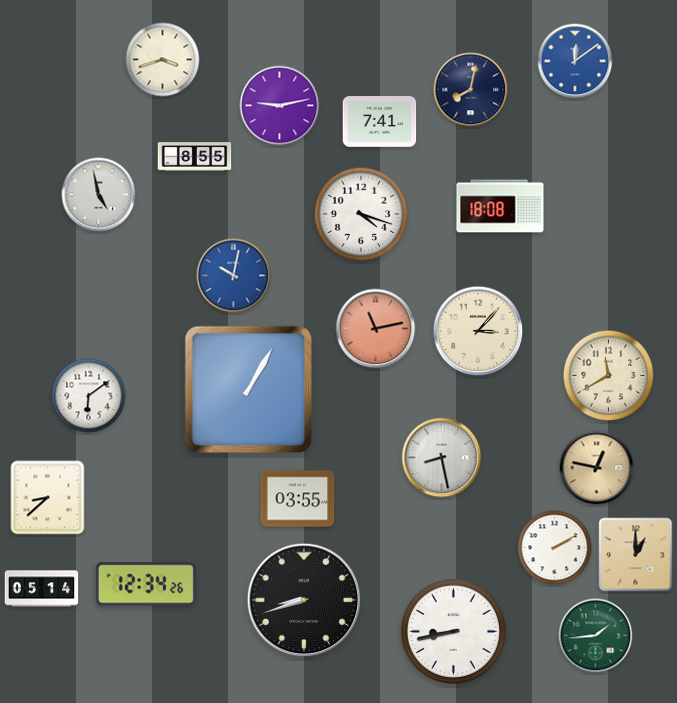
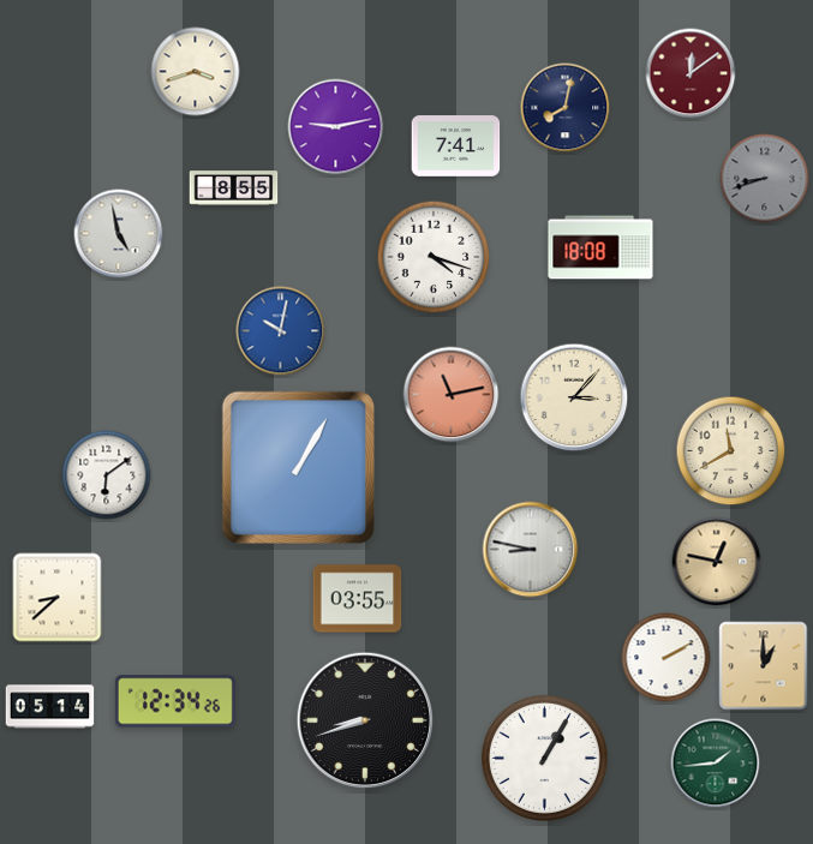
clock at (575, 61) dial: blue -> burgundy
clock at (765, 179): none -> 8:42
clock at (442, 458): 8:28 -> 8:47
clock at (453, 631): 8:43 -> 1:05
